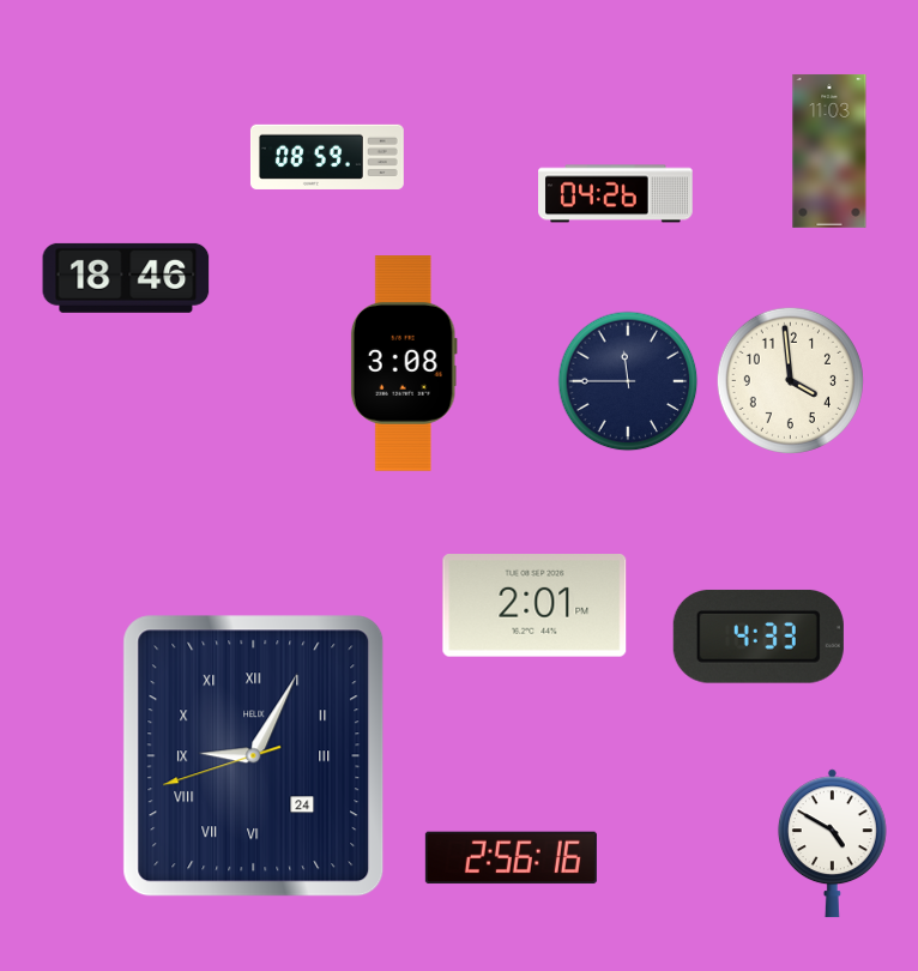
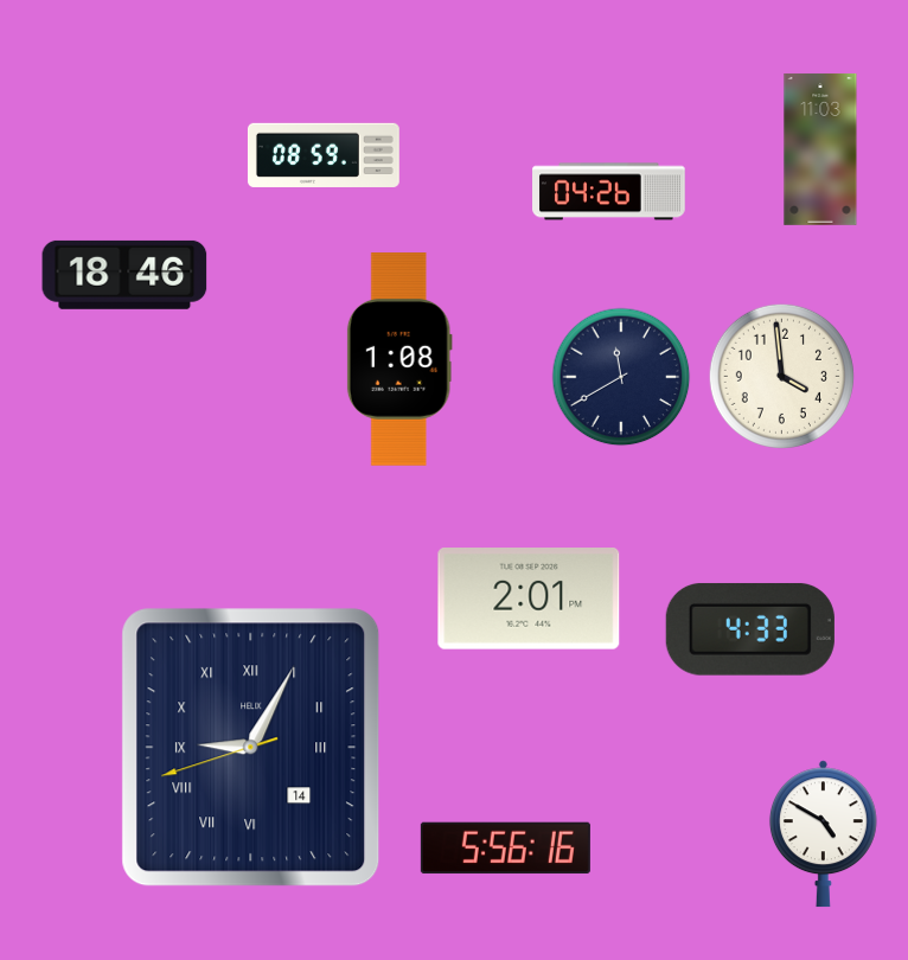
clock at (404, 363): 3:08 -> 1:08
clock at (628, 381): 11:45 -> 11:40
clock at (254, 756) date: 24 -> 14
clock at (511, 858): 2:56 -> 5:56
